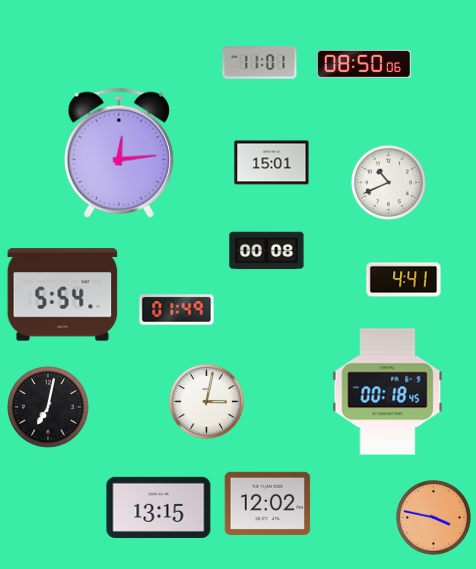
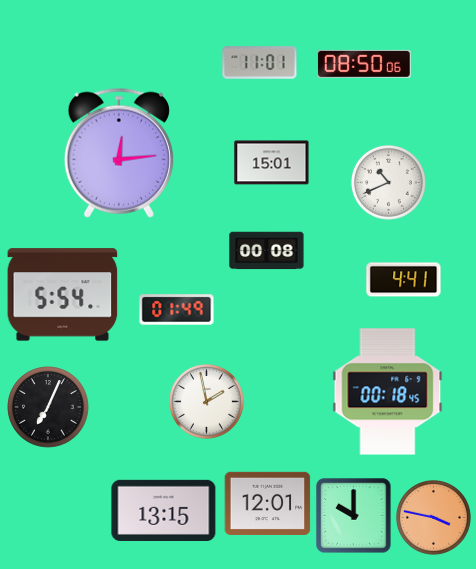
clock at (206, 401): 3:02 -> 1:58
clock at (49, 408): 7:02 -> 7:04
clock at (268, 503): 12:02 -> 12:01
clock at (159, 507) position: (159, 507) -> (164, 510)
clock at (354, 516): none -> 10:00
